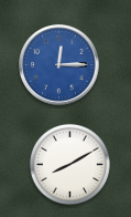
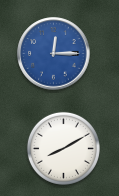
clock at (59, 65) position: (59, 65) -> (54, 54)
